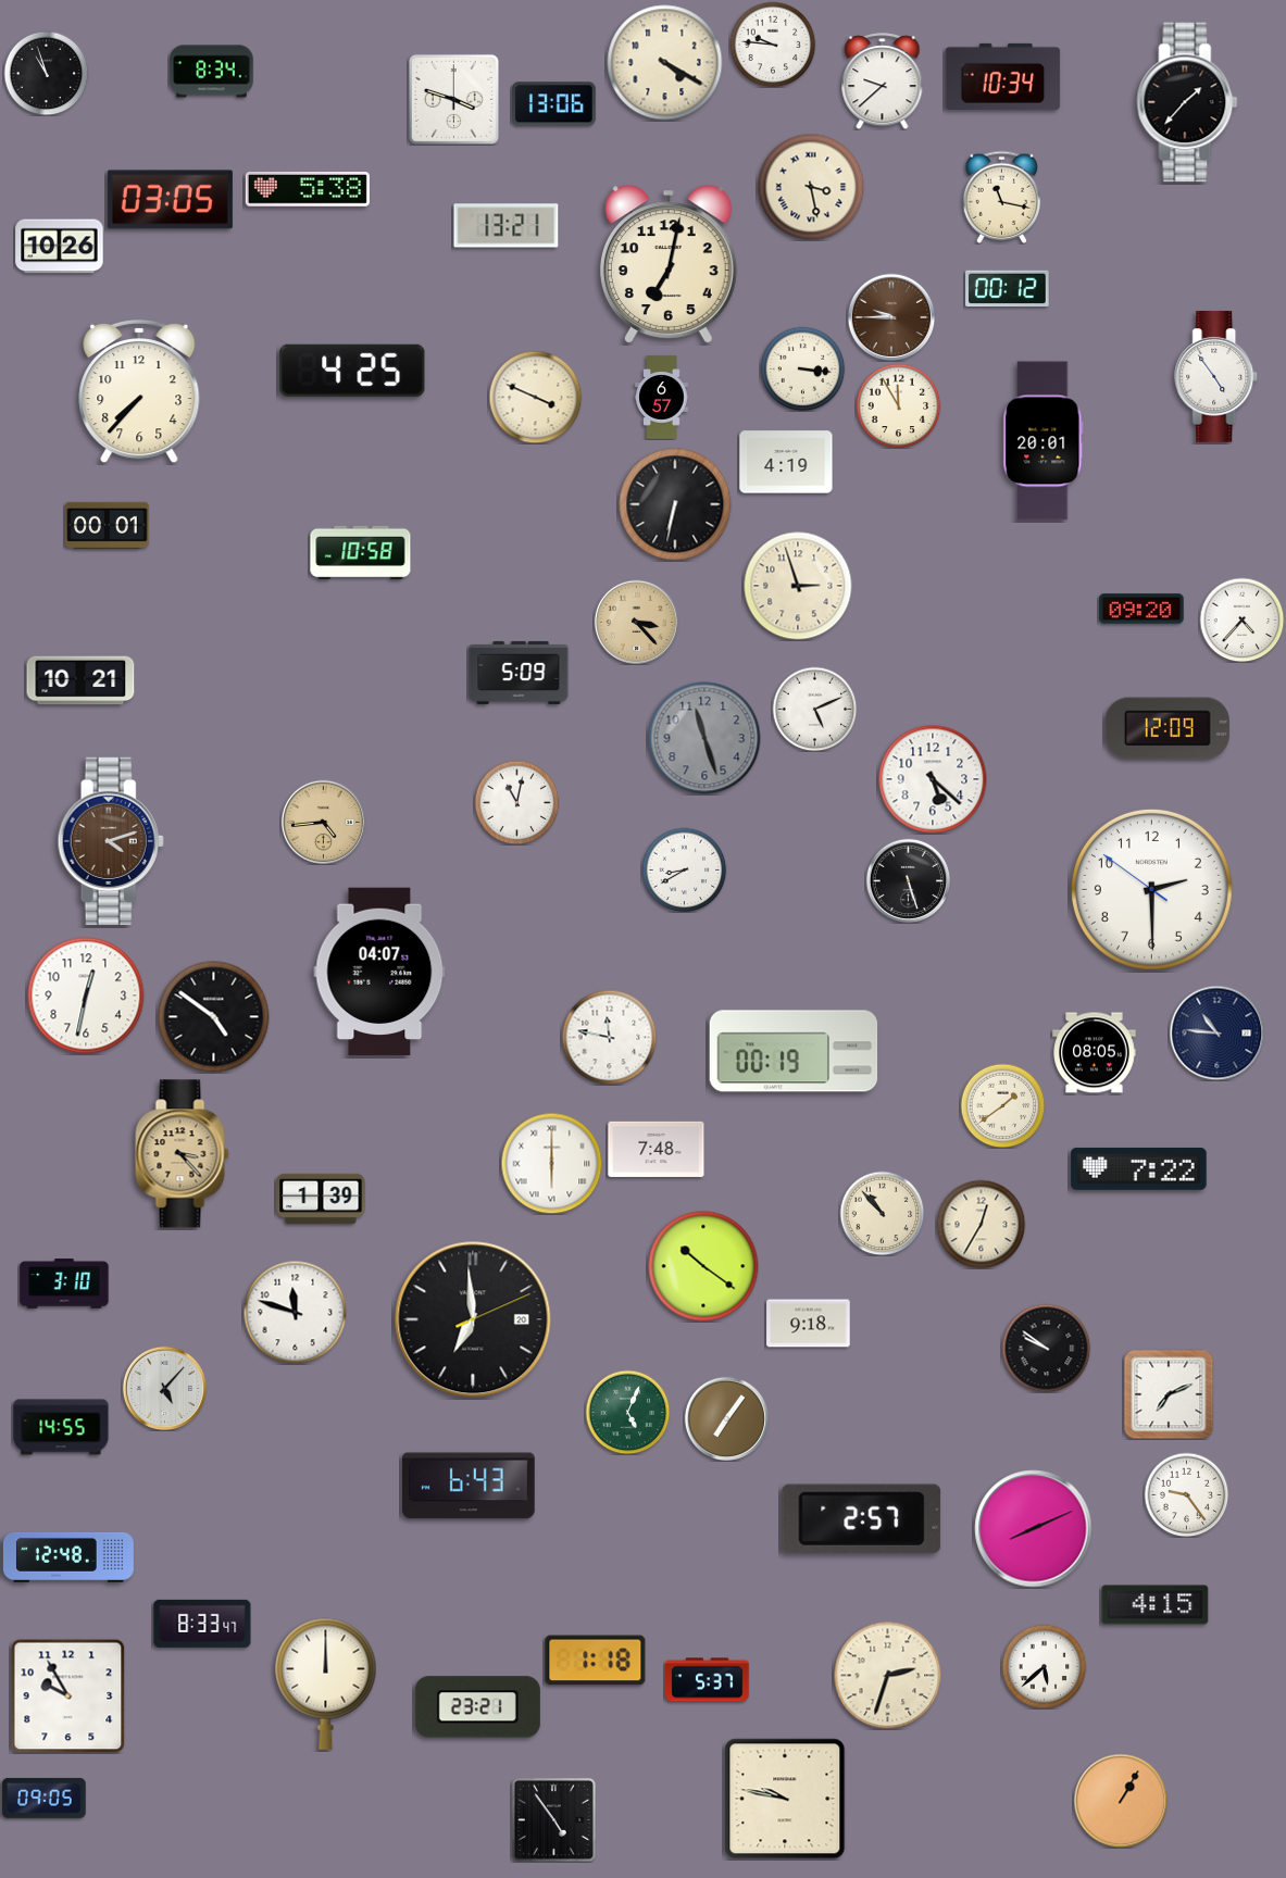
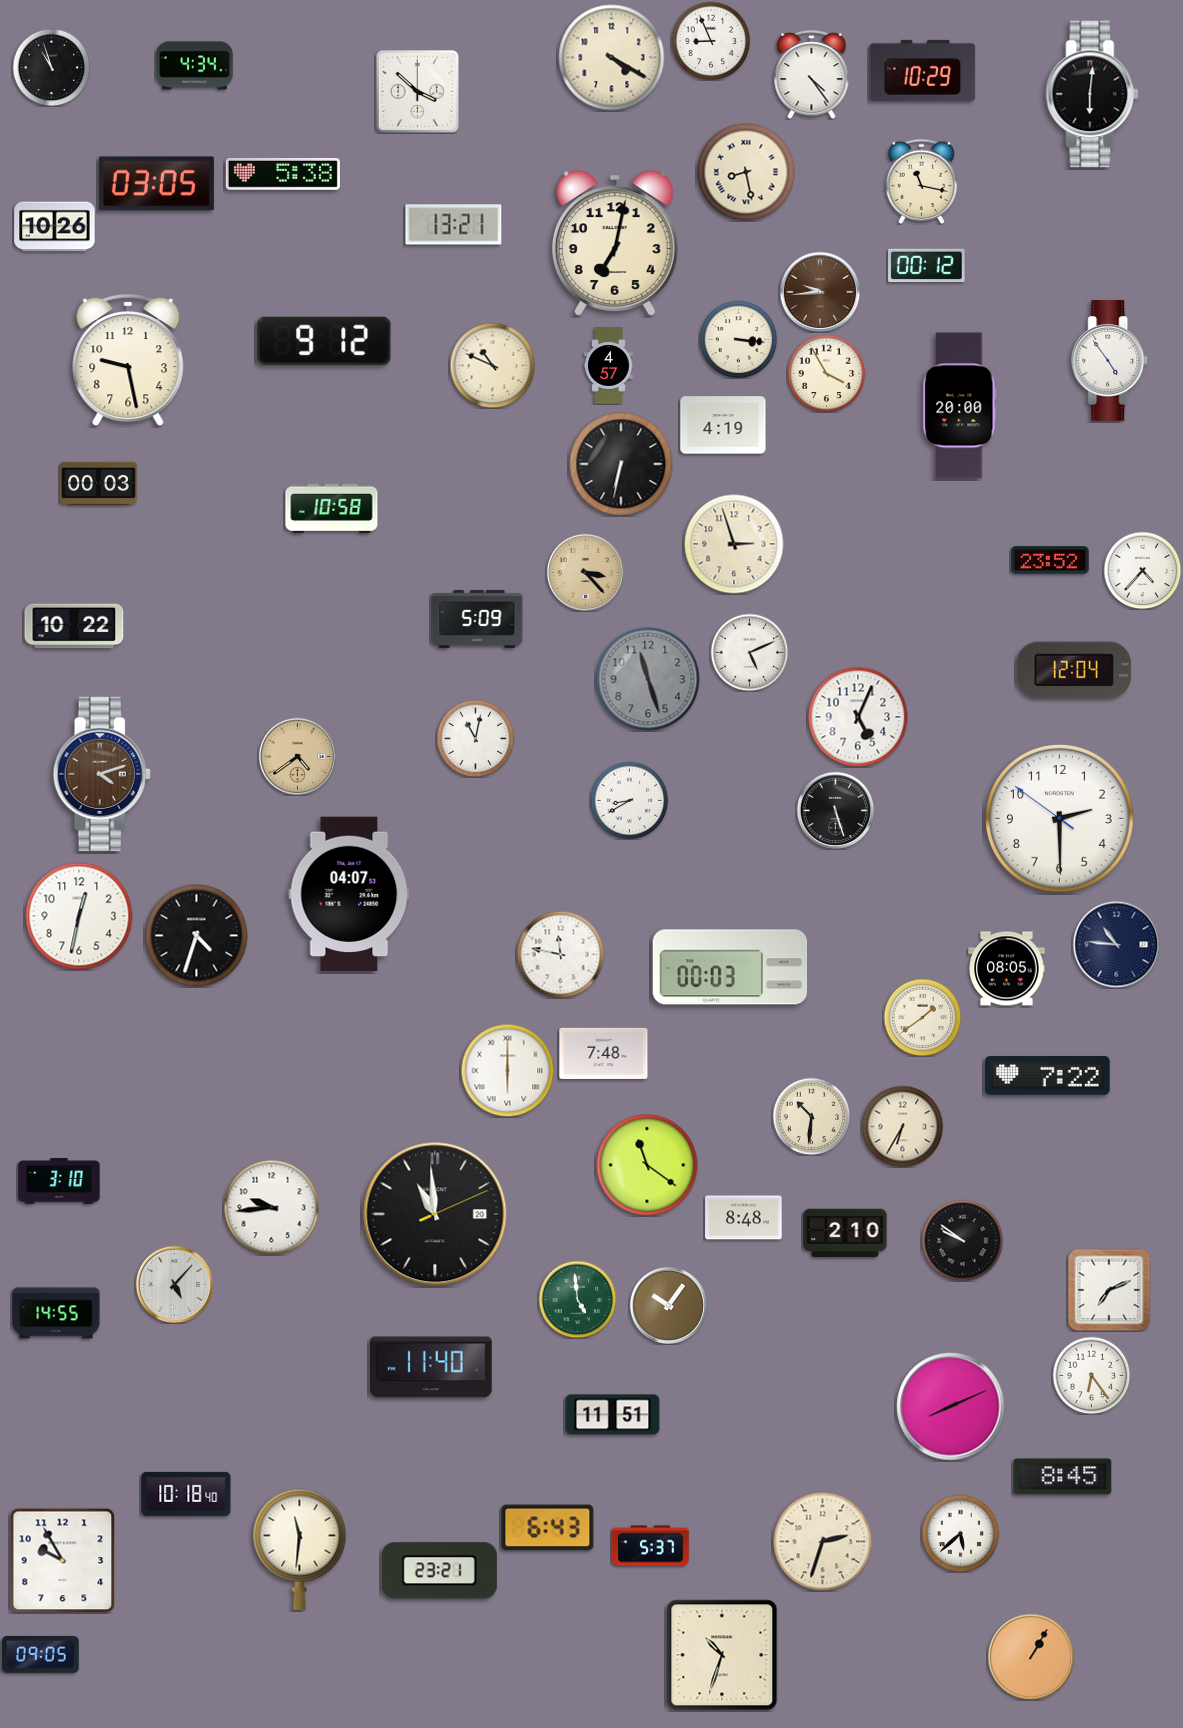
clock at (773, 45): 9:46 -> 8:56
clock at (212, 72): 8:34 -> 4:34
clock at (46, 73) position: (46, 73) -> (51, 67)
clock at (1003, 76): 10:34 -> 10:29
clock at (883, 82): 9:38 -> 4:24
clock at (453, 99): 3:48 -> 3:52
clock at (1187, 102): 1:37 -> 6:01
clock at (554, 104): 13:06 -> none
clock at (811, 187): 3:28 -> 8:28
clock at (507, 226) position: (507, 226) -> (454, 225)
clock at (891, 317): 9:45 -> 9:44
clock at (352, 371): 4:25 -> 9:12
clock at (1216, 377) position: (1216, 377) -> (1110, 361)
clock at (139, 391): 7:37 -> 9:28
clock at (535, 397): 3:49 -> 10:49
clock at (662, 398): 6:57 -> 4:57
clock at (898, 405): 11:55 -> 3:55
clock at (1044, 441): 20:01 -> 20:00
clock at (108, 526): 00:01 -> 00:03
clock at (798, 586) position: (798, 586) -> (734, 544)
clock at (1141, 609): 09:20 -> 23:52
clock at (80, 680): 10:21 -> 10:22
clock at (1168, 728): 12:09 -> 12:04
clock at (933, 779): 5:22 -> 5:04
clock at (323, 822): 4:44 -> 4:39
clock at (214, 1017): 4:51 -> 4:33
clock at (1216, 1032) position: (1216, 1032) -> (1116, 944)
clock at (794, 1051): 00:19 -> 00:03
clock at (657, 1149) position: (657, 1149) -> (604, 1053)
clock at (183, 1154): 3:23 -> none
clock at (321, 1199): 1:39 -> none
clock at (882, 1213): 10:53 -> 10:31
clock at (981, 1224): 12:35 -> 6:35
clock at (703, 1266): 10:21 -> 11:21
clock at (295, 1312): 11:48 -> 9:44
clock at (473, 1319): 6:59 -> 10:59
clock at (809, 1324): 9:18 -> 8:48
clock at (845, 1233): none -> 2:10
clock at (164, 1388) position: (164, 1388) -> (174, 1284)
clock at (1169, 1394) position: (1169, 1394) -> (1109, 1290)
clock at (627, 1412): 5:04 -> 4:59
clock at (726, 1418): 7:06 -> 10:06
clock at (469, 1486): 6:43 -> 11:40
clock at (1186, 1494): 9:24 -> 6:24
clock at (862, 1518): 2:57 -> none
clock at (613, 1415): none -> 11:51
clock at (68, 1557): 12:48 -> none
clock at (1156, 1605): 4:15 -> 8:45
clock at (202, 1624): 8:33 -> 10:18
clock at (596, 1661): 1:18 -> 6:43
clock at (888, 1676) position: (888, 1676) -> (823, 1542)
clock at (326, 1683): 12:00 -> 11:31
clock at (785, 1799): 9:47 -> 10:33
clock at (553, 1819): 4:54 -> none
